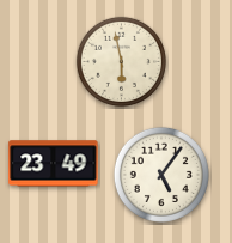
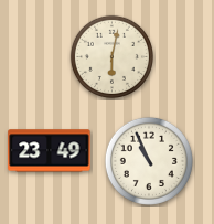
clock at (121, 61): 5:58 -> 6:02
clock at (161, 175): 5:06 -> 10:56
